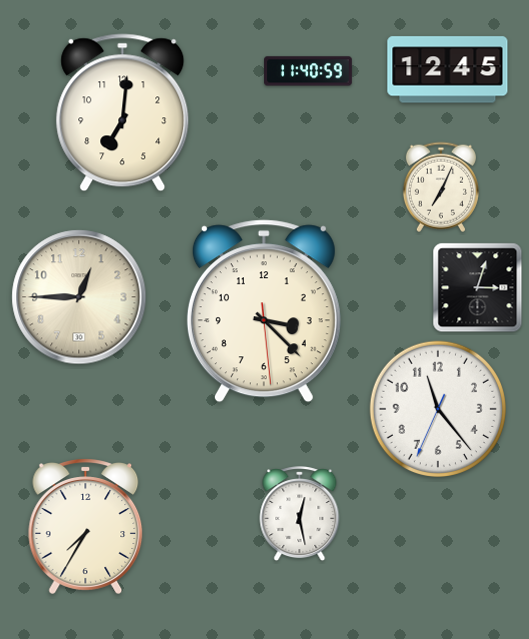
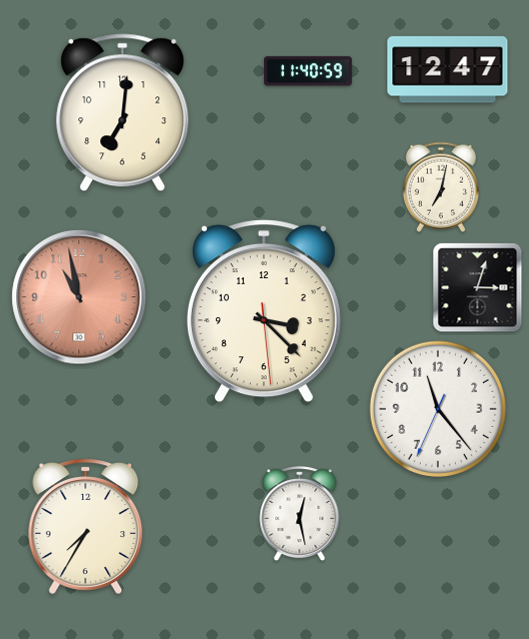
clock at (448, 70): 12:45 -> 12:47
clock at (441, 187): 7:04 -> 7:02
clock at (79, 297): 12:45 -> 10:58
clock at (79, 297) dial: cream -> salmon
